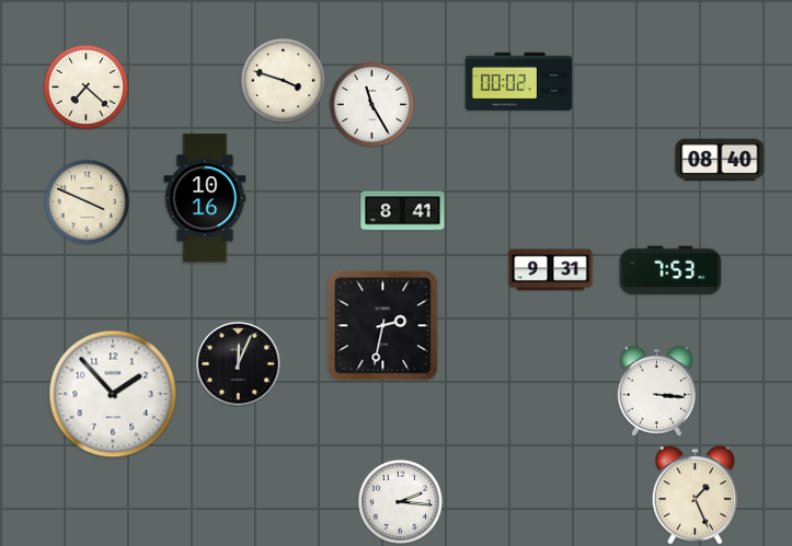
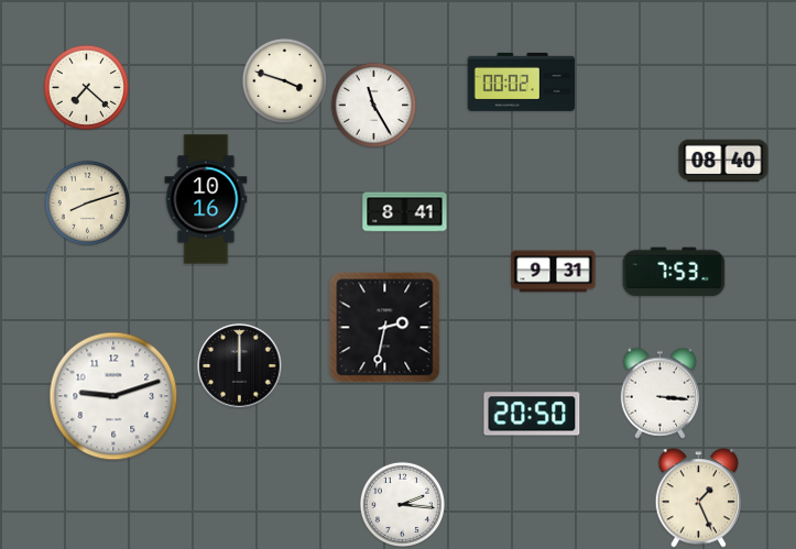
clock at (87, 201): 3:49 -> 8:12
clock at (239, 364): 12:04 -> 12:00
clock at (113, 394): 1:53 -> 9:12
clock at (532, 414): none -> 20:50
